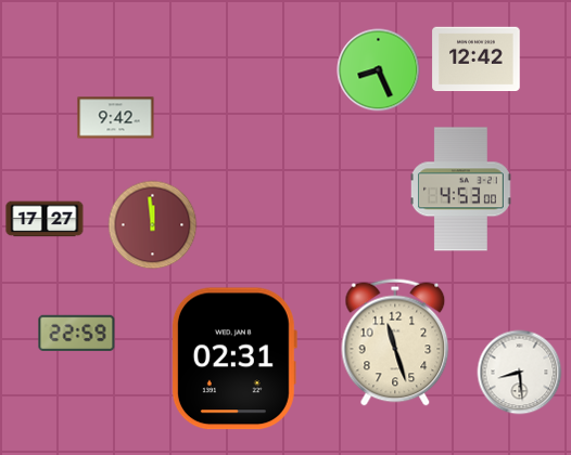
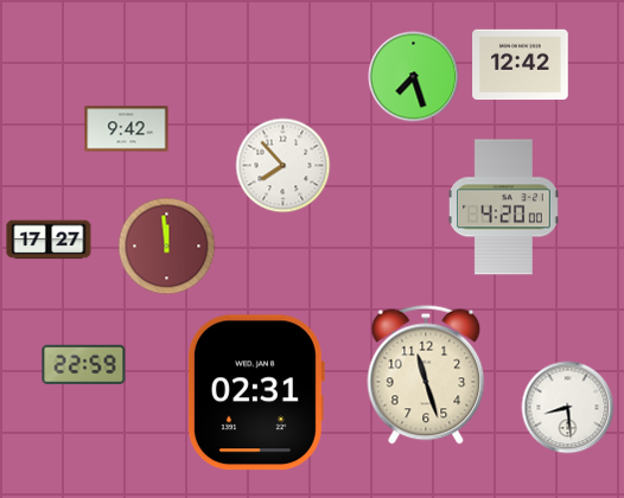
clock at (379, 70): 8:26 -> 7:27
clock at (284, 166): none -> 7:53
clock at (461, 190): 4:53 -> 4:20
clock at (395, 342) position: (395, 342) -> (426, 375)
